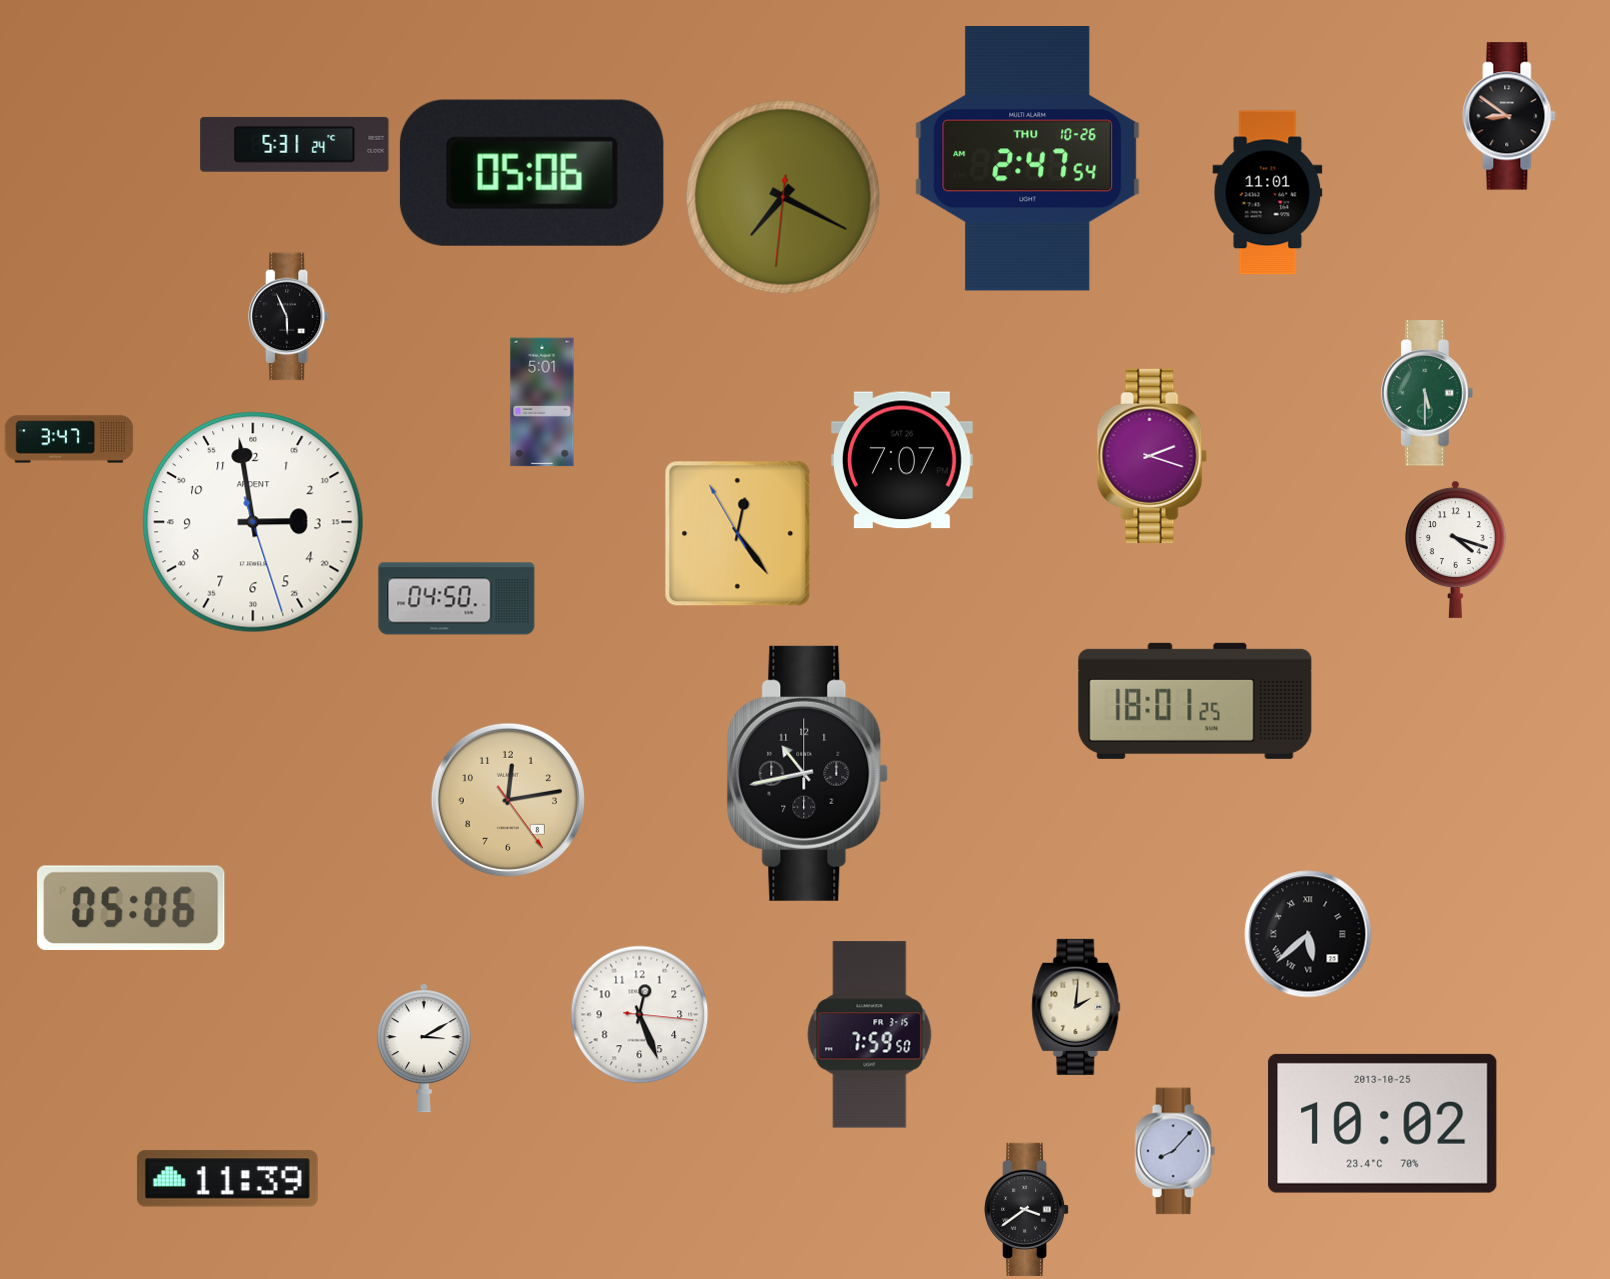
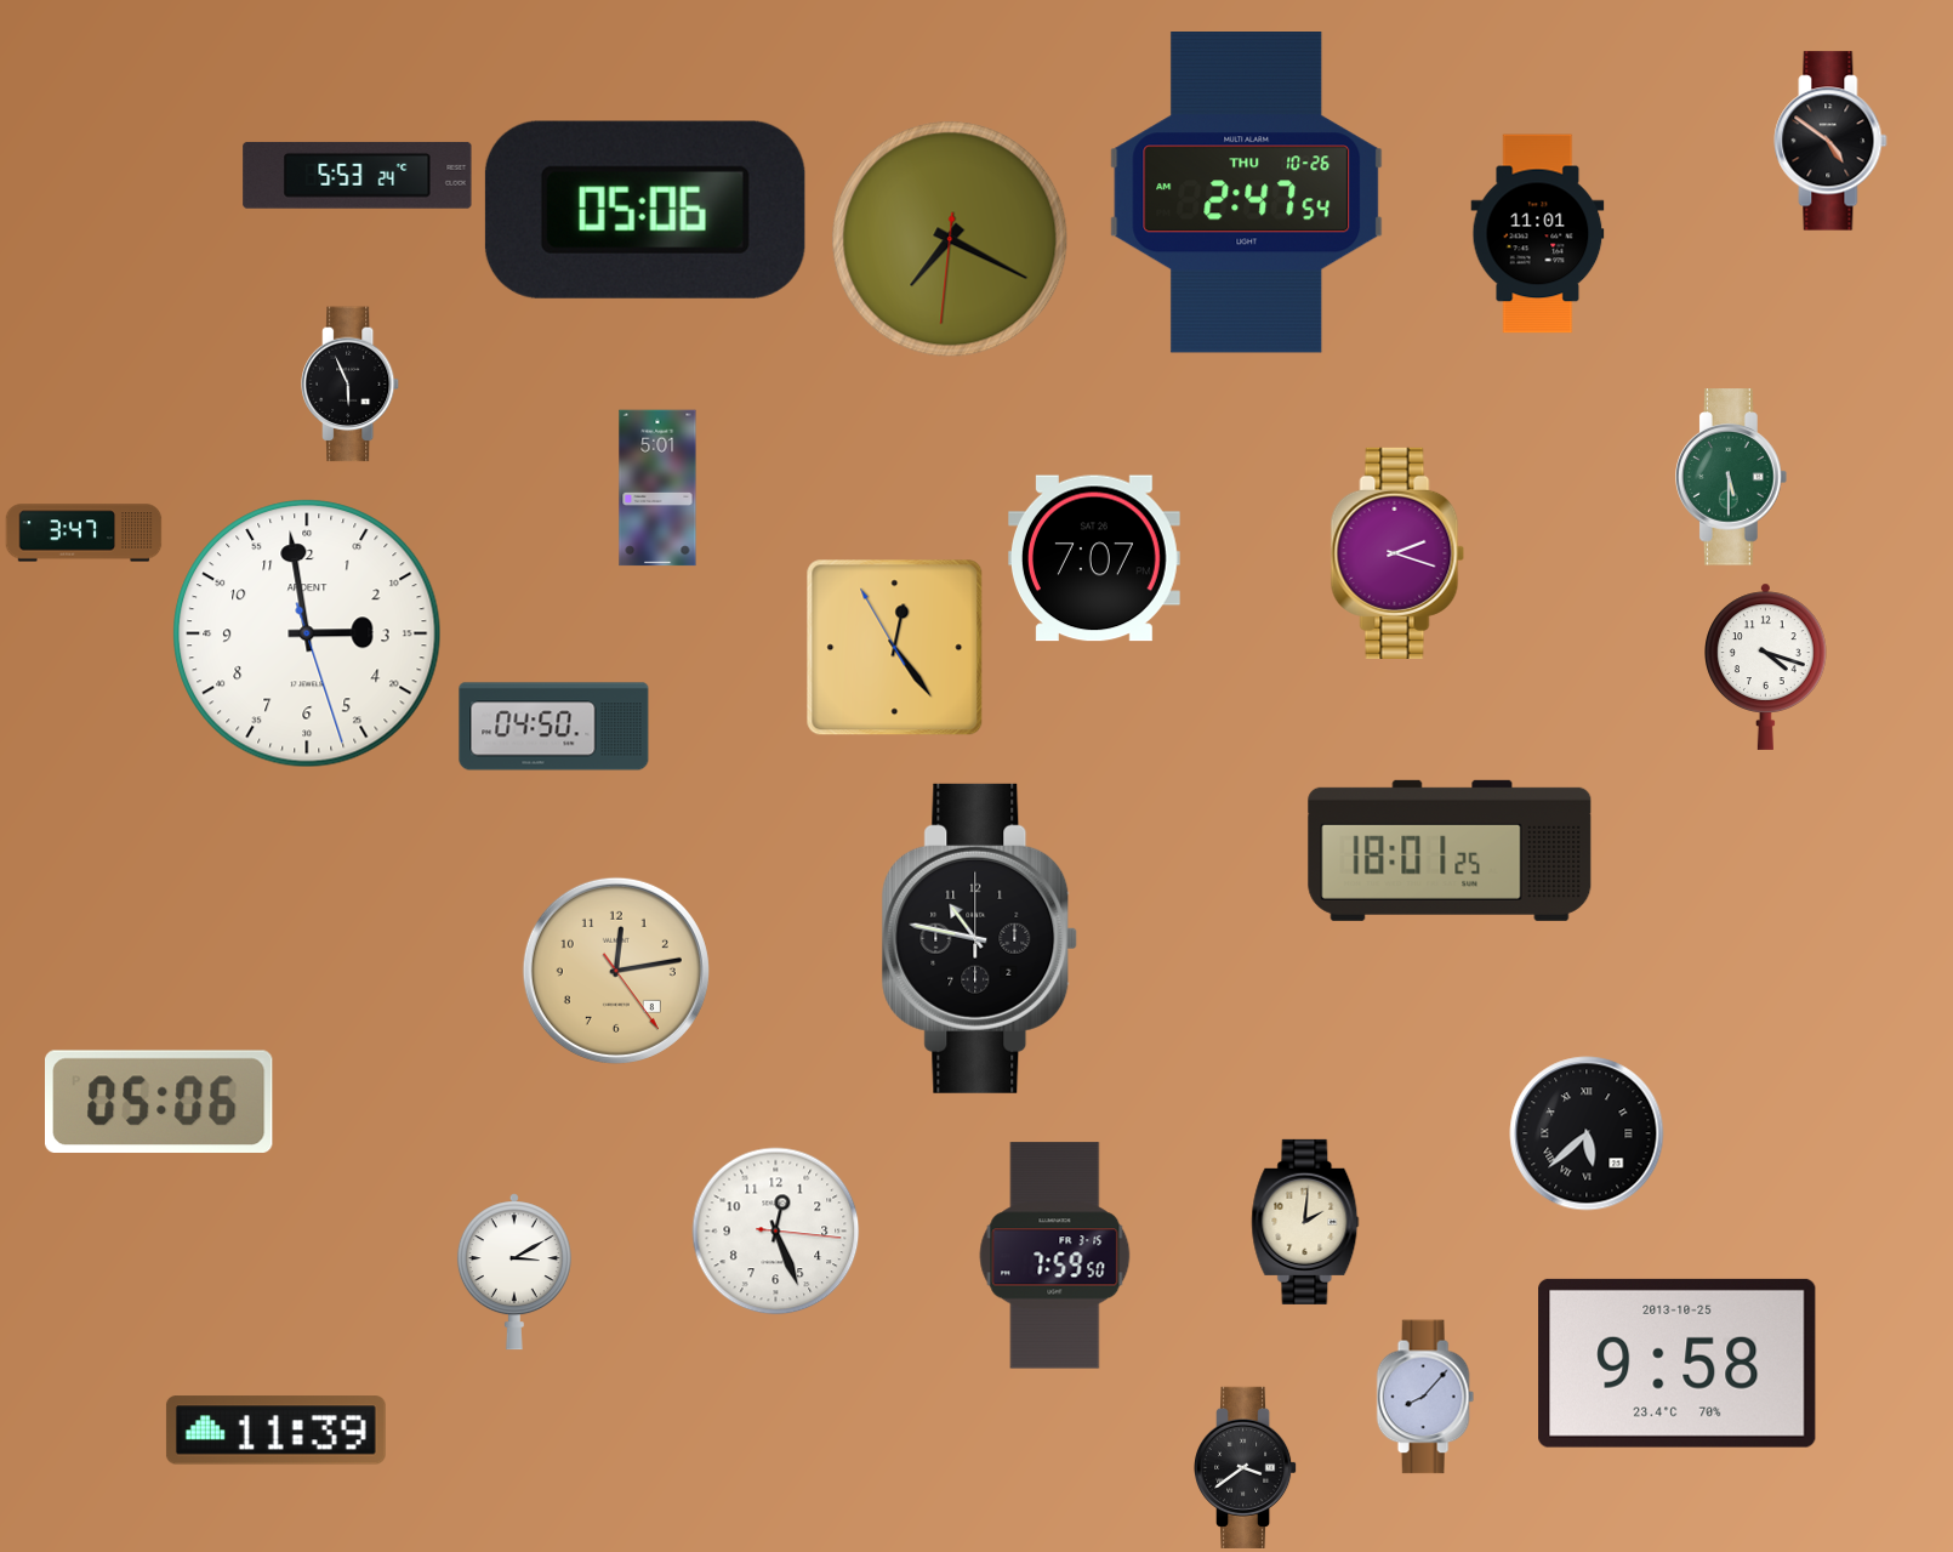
clock at (1509, 116): 8:51 -> 4:51
clock at (295, 144): 5:31 -> 5:53
clock at (808, 773): 10:43 -> 10:47
clock at (1383, 1123): 10:02 -> 9:58
